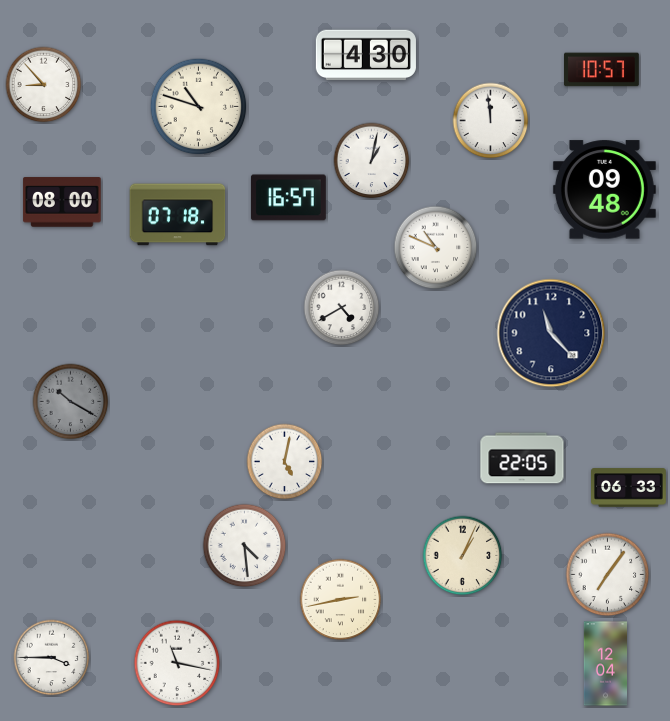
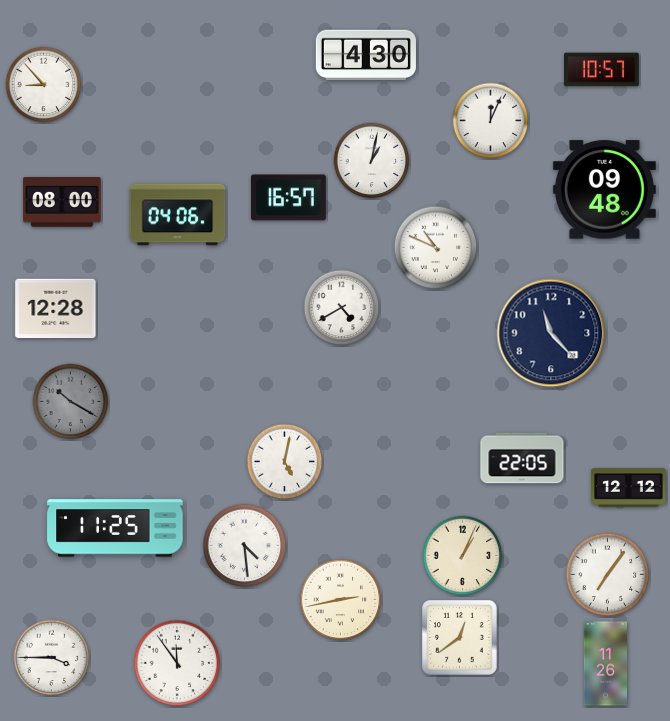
clock at (199, 107): 10:48 -> none
clock at (491, 121): 11:59 -> 12:04
clock at (178, 215): 07:18 -> 04:06
clock at (56, 309): none -> 12:28
clock at (629, 488): 06:33 -> 12:12
clock at (115, 528): none -> 11:25
clock at (460, 638): none -> 12:39
clock at (177, 663): 11:17 -> 11:54
clock at (606, 664): 12:04 -> 11:26
